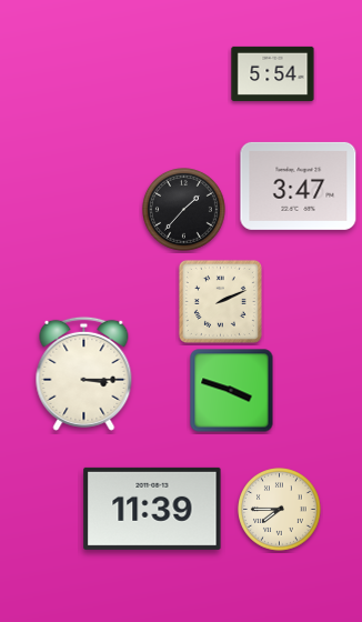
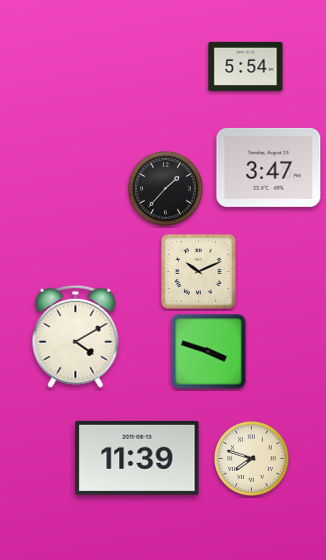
clock at (220, 301): 2:11 -> 10:11
clock at (84, 373): 3:15 -> 4:10
clock at (280, 510): 7:45 -> 7:48
